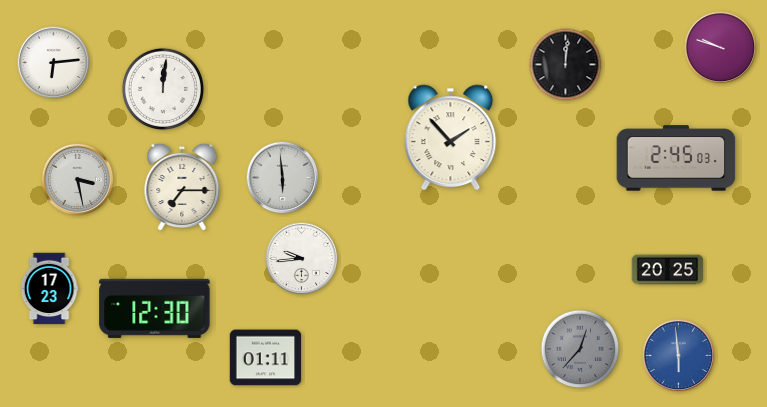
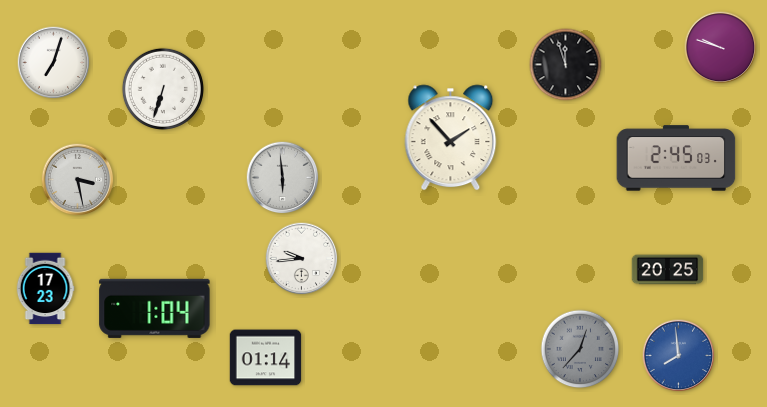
clock at (54, 63): 6:14 -> 7:03
clock at (566, 65): 12:01 -> 11:57
clock at (163, 89): 12:01 -> 6:33
clock at (182, 187): 7:15 -> none
clock at (49, 289) position: (49, 289) -> (45, 289)
clock at (155, 308): 12:30 -> 1:04
clock at (679, 356): 5:59 -> 7:59
clock at (266, 358): 01:11 -> 01:14
